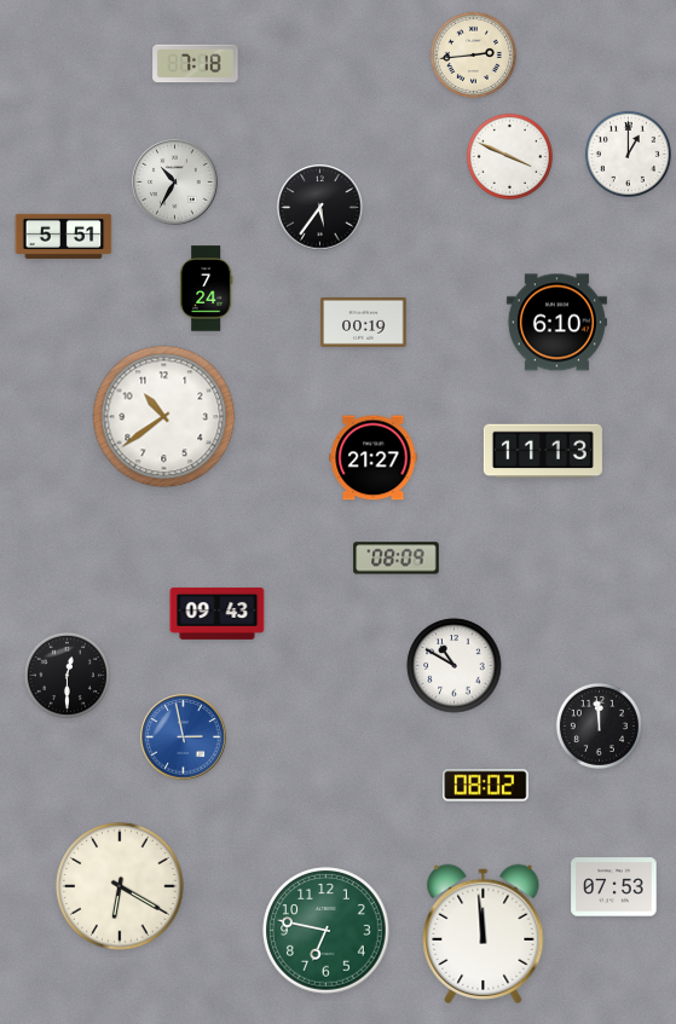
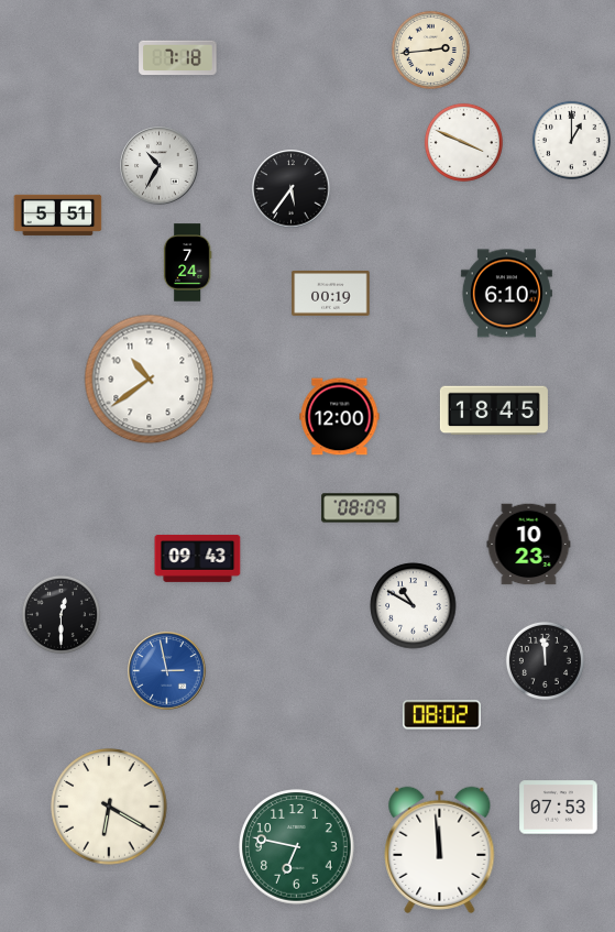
clock at (543, 451): 11:13 -> 18:45
clock at (374, 458): 21:27 -> 12:00
clock at (529, 545): none -> 10:23
